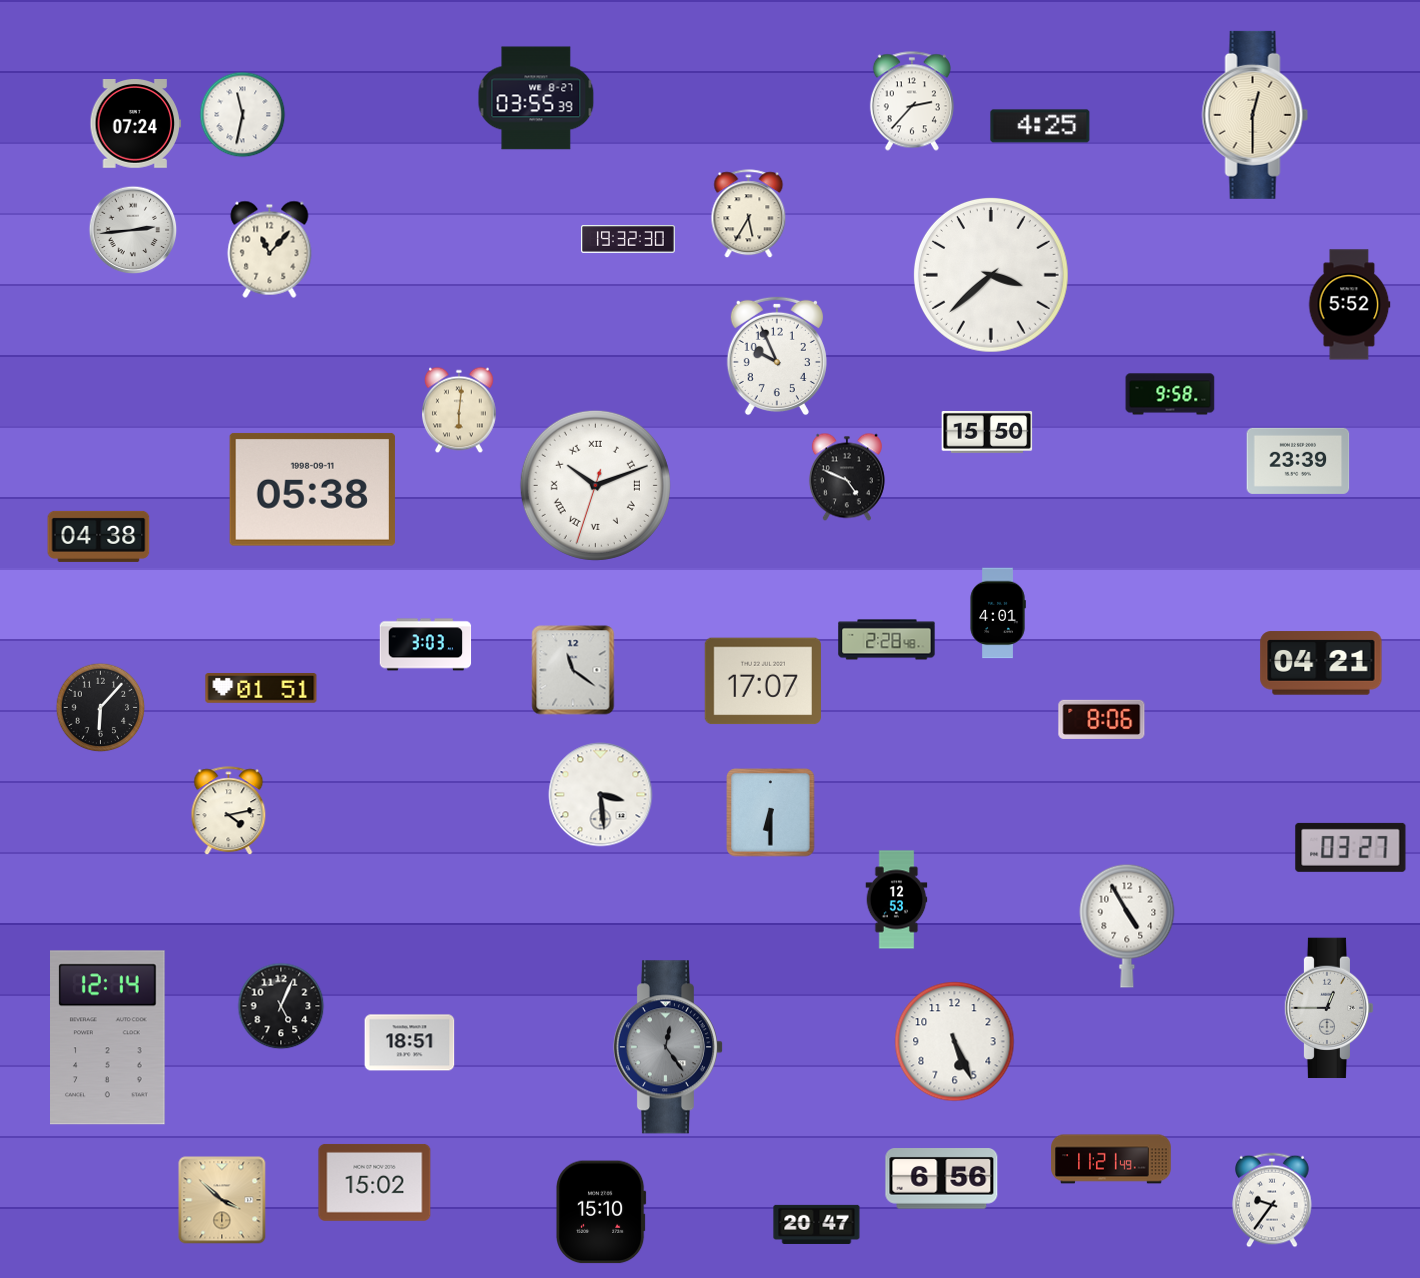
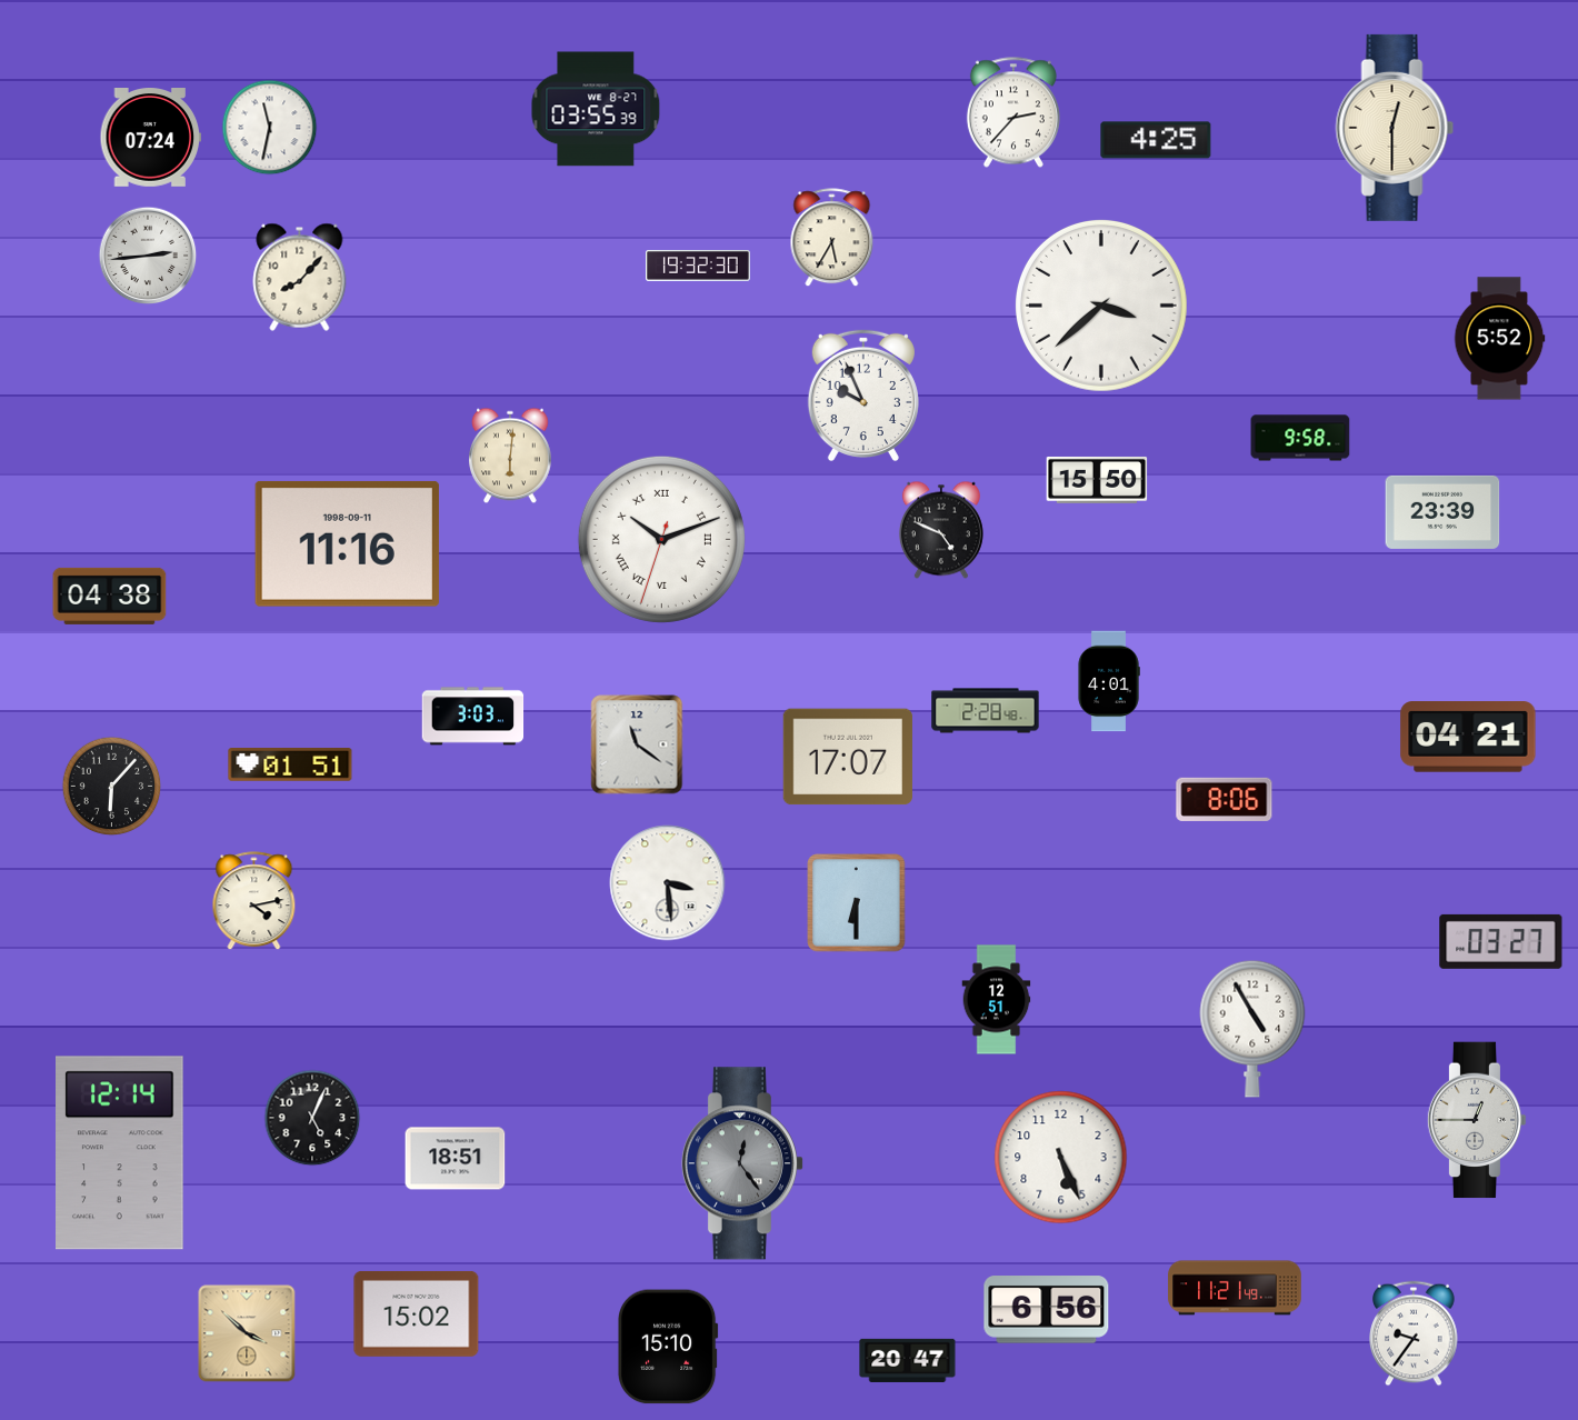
clock at (270, 249): 11:07 -> 8:07
clock at (312, 489): 05:38 -> 11:16
clock at (897, 900): 12:53 -> 12:51
